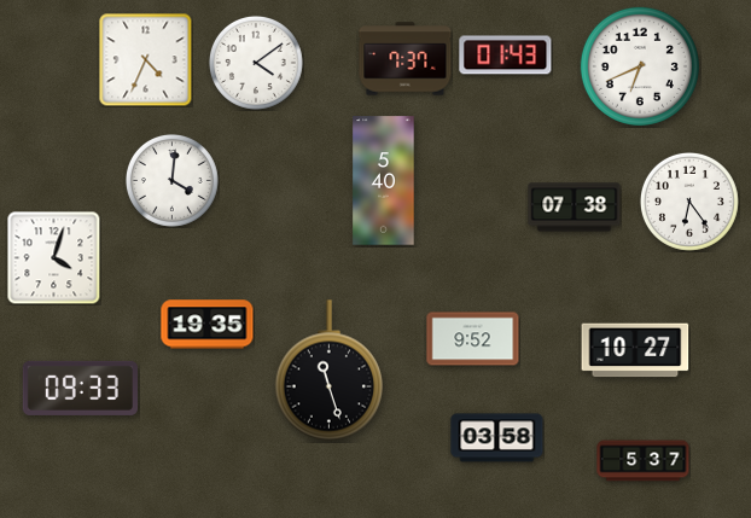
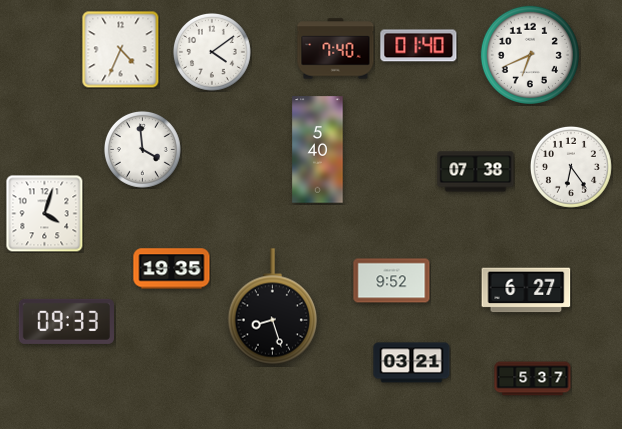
clock at (506, 56): 01:43 -> 01:40
clock at (406, 59): 7:37 -> 7:40
clock at (171, 180): 4:01 -> 3:59
clock at (635, 350): 10:27 -> 6:27
clock at (328, 371): 11:27 -> 8:27
clock at (497, 438): 03:58 -> 03:21
clock at (644, 461) position: (644, 461) -> (533, 379)
